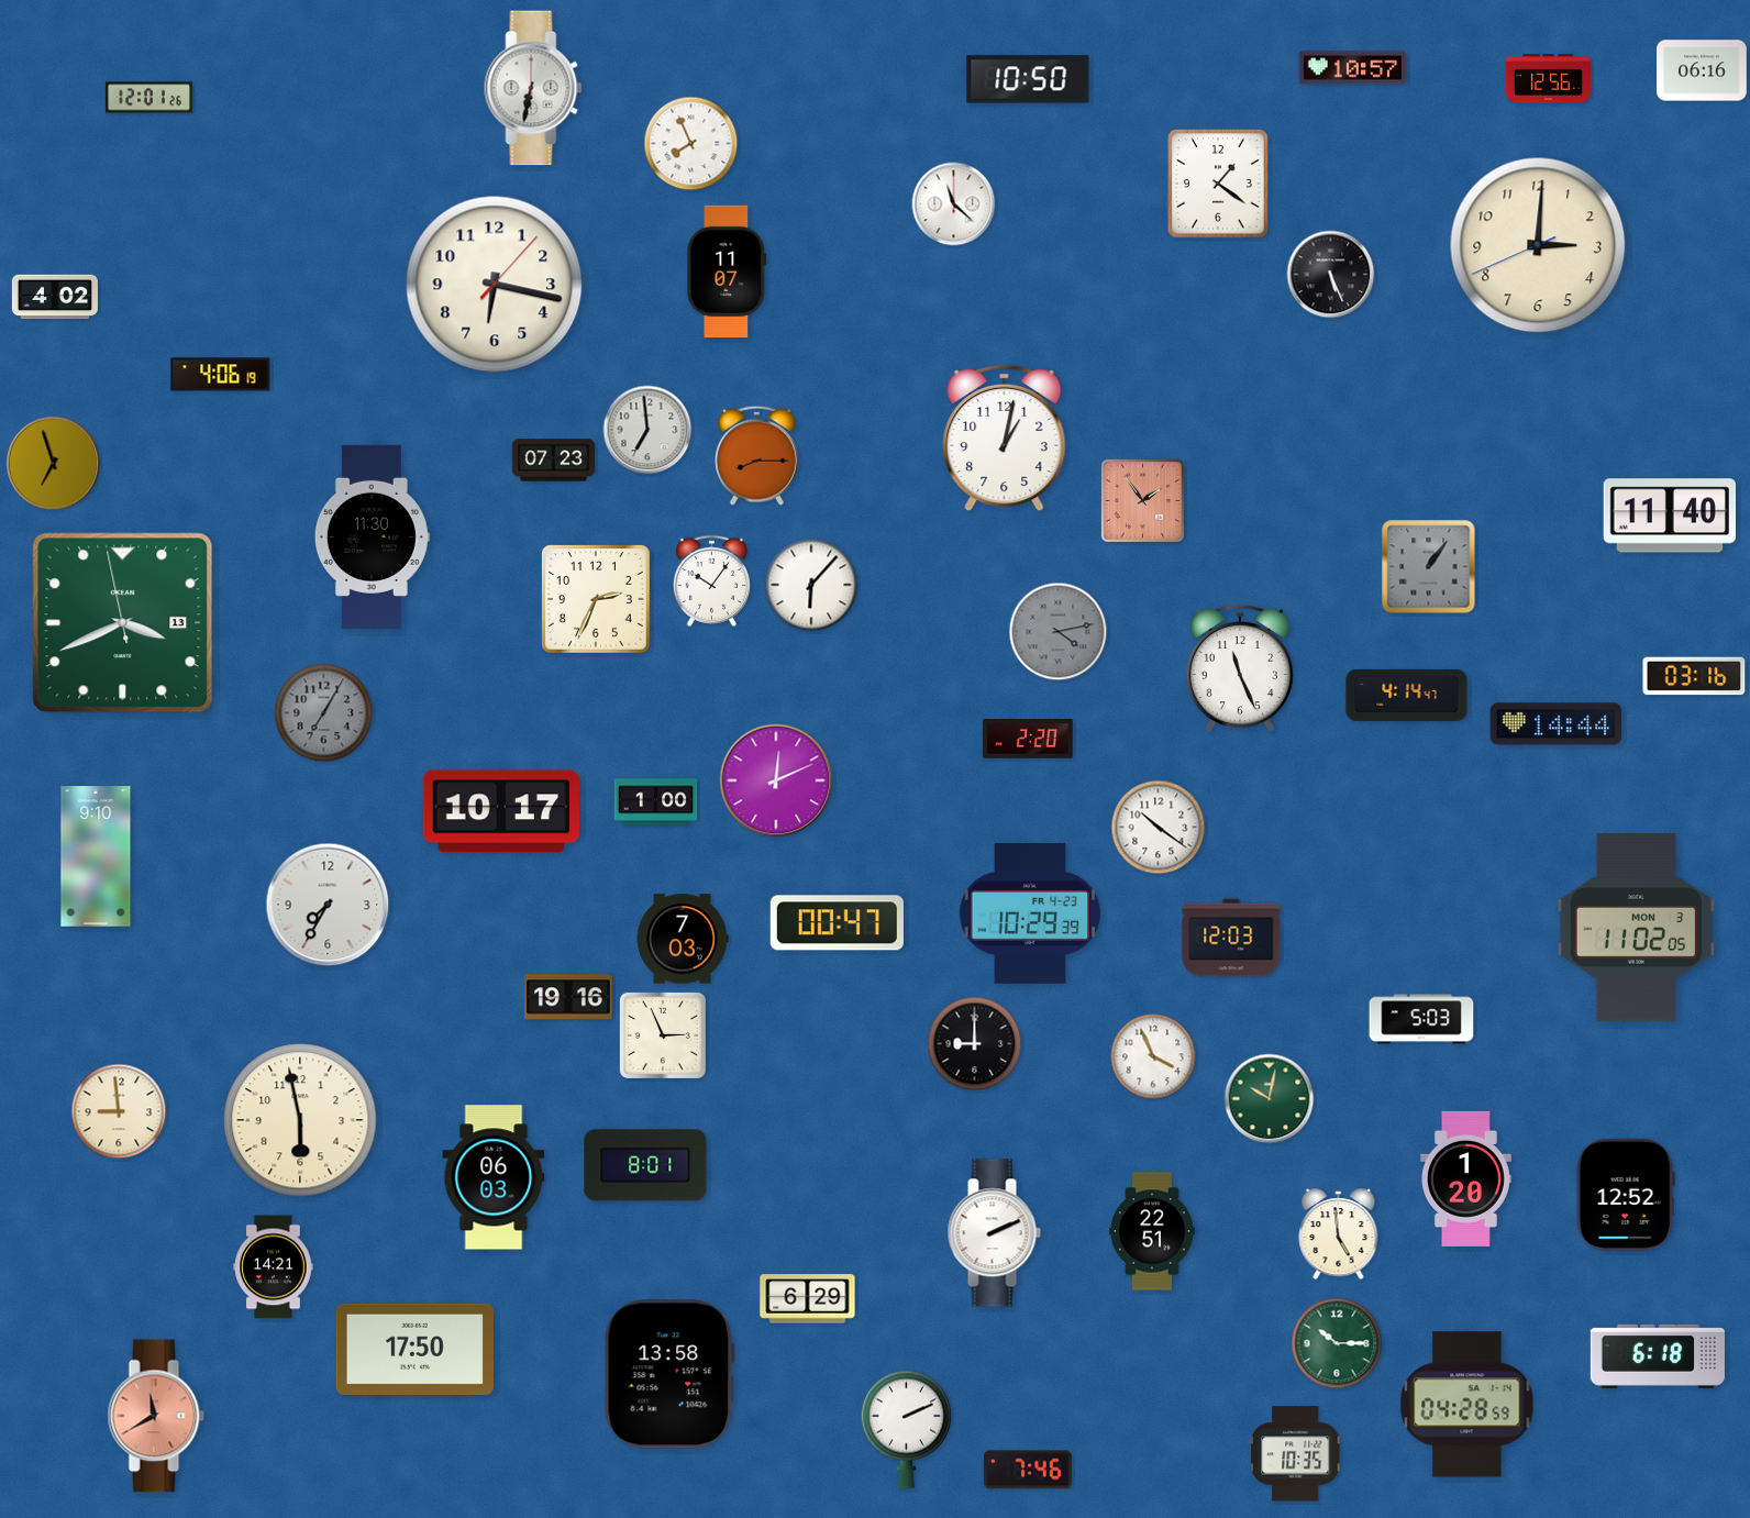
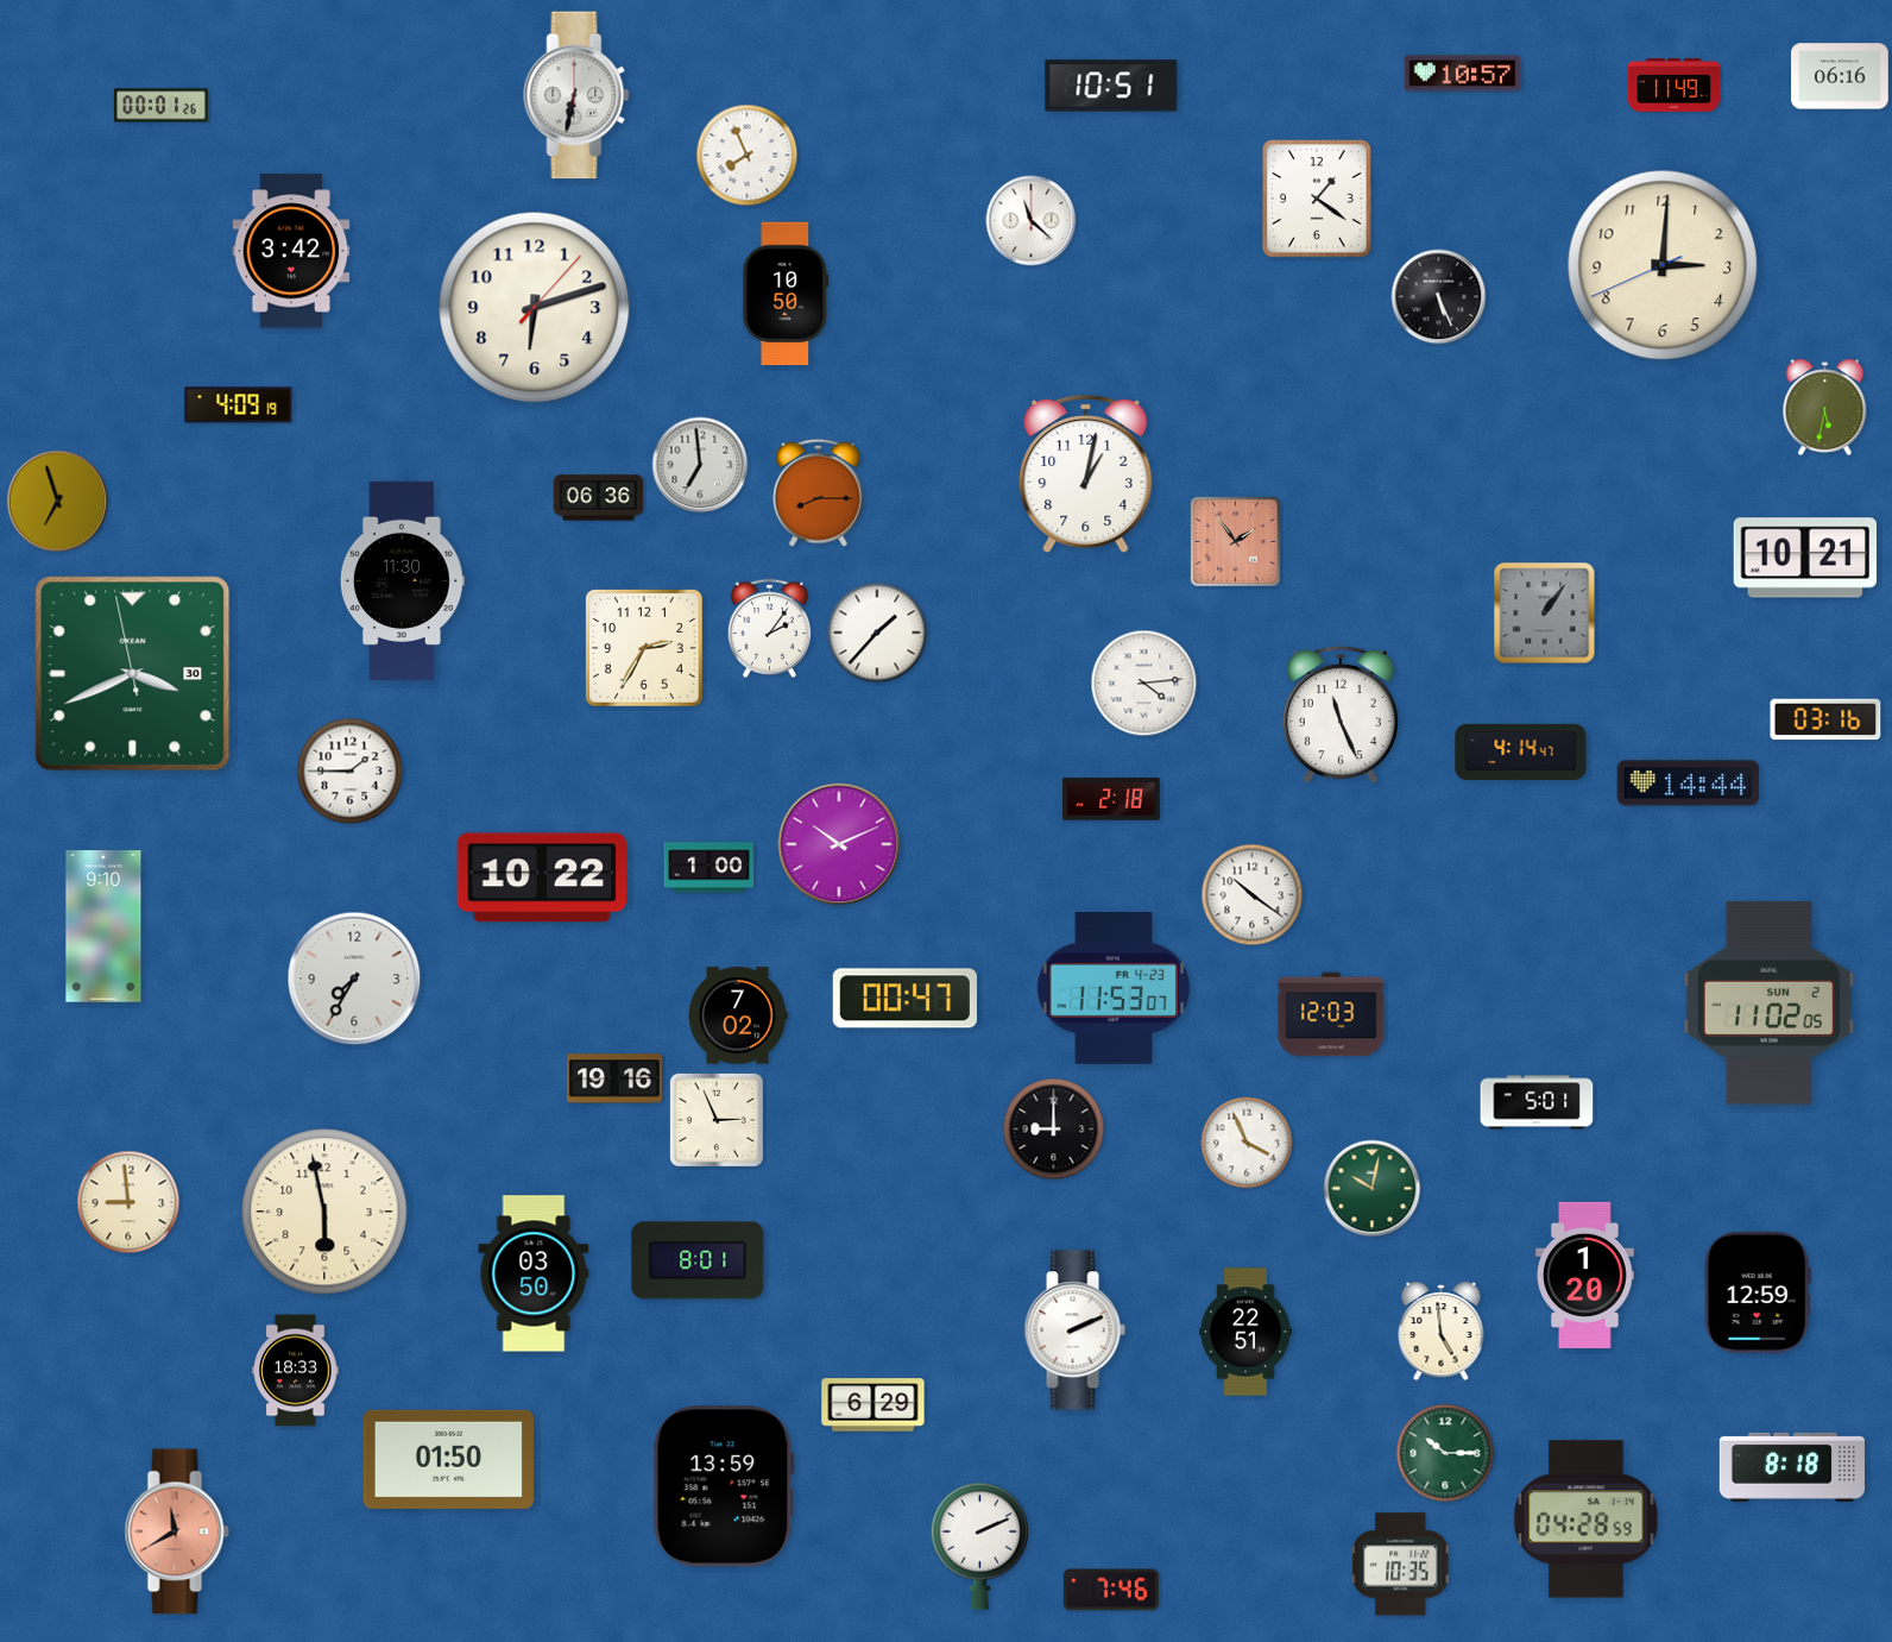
clock at (1028, 79): 10:50 -> 10:51
clock at (1548, 79): 12:56 -> 11:49
clock at (148, 98): 12:01 -> 00:01
clock at (291, 251): none -> 3:42
clock at (727, 272): 11:07 -> 10:50
clock at (495, 285): 6:17 -> 6:12
clock at (55, 297): 4:02 -> none
clock at (221, 375): 4:06 -> 4:09
clock at (1825, 408): none -> 5:32
clock at (554, 461): 07:23 -> 06:36
clock at (1669, 516): 11:40 -> 10:21
clock at (711, 580): 10:06 -> 2:06
clock at (811, 585): 6:07 -> 1:37
clock at (596, 599): 2:34 -> 2:35
clock at (123, 623) date: 13 -> 30
clock at (1059, 632): 4:13 -> 4:14
clock at (1059, 632) dial: grey -> white
clock at (1240, 668) position: (1240, 668) -> (1341, 715)
clock at (1694, 676) position: (1694, 676) -> (1825, 719)
clock at (324, 713): 7:05 -> 1:45
clock at (324, 713) dial: grey -> white
clock at (1557, 724) position: (1557, 724) -> (1689, 784)
clock at (1028, 739): 2:20 -> 2:18
clock at (776, 780): 12:11 -> 10:11
clock at (500, 811): 10:17 -> 10:22
clock at (1030, 915): 10:29 -> 11:53
clock at (1636, 927) date: MON 3 -> SUN 2
clock at (683, 939): 7:03 -> 7:02
clock at (1421, 1019): 5:03 -> 5:01
clock at (494, 1177): 06:03 -> 03:50
clock at (1626, 1195): 12:52 -> 12:59
clock at (994, 1233) position: (994, 1233) -> (1074, 1330)
clock at (1339, 1234) position: (1339, 1234) -> (1442, 1332)
clock at (274, 1267): 14:21 -> 18:33
clock at (414, 1349): 17:50 -> 01:50
clock at (1658, 1356): 6:18 -> 8:18
clock at (669, 1374): 13:58 -> 13:59
clock at (156, 1416) position: (156, 1416) -> (177, 1531)
clock at (1297, 1454) position: (1297, 1454) -> (1402, 1565)
